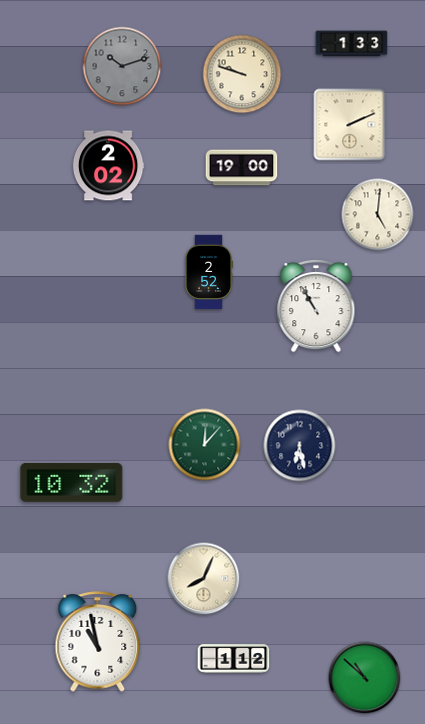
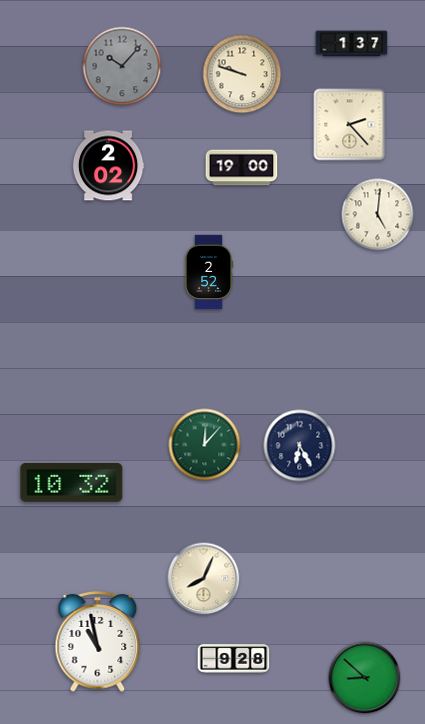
clock at (352, 44): 1:33 -> 1:37
clock at (122, 66): 10:12 -> 10:07
clock at (350, 125): 2:11 -> 2:23
clock at (316, 307): 10:55 -> none
clock at (300, 446): 6:28 -> 6:25
clock at (234, 659): 1:12 -> 9:28
clock at (365, 678): 10:52 -> 8:52
